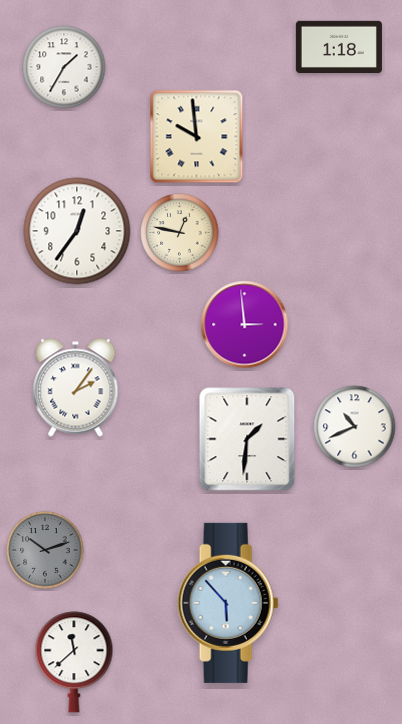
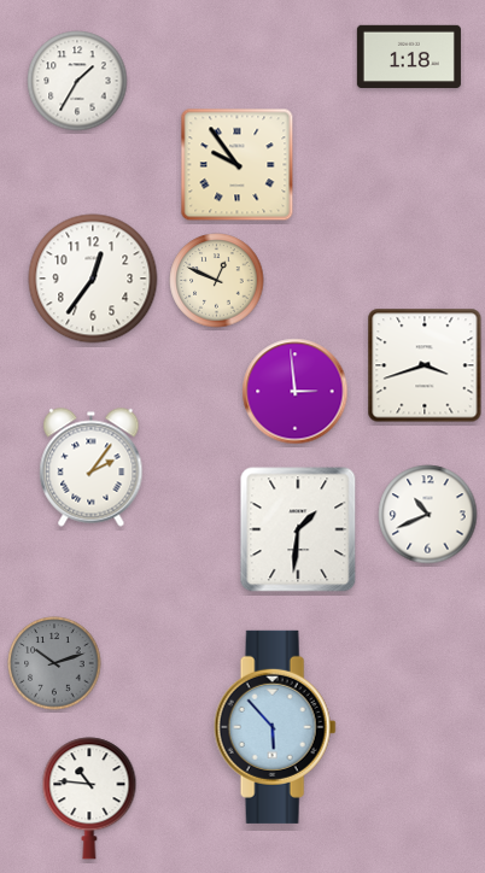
clock at (197, 137): 9:59 -> 9:54
clock at (180, 233): 12:47 -> 12:49
clock at (425, 365): none -> 3:42
clock at (74, 662): 11:38 -> 10:46
